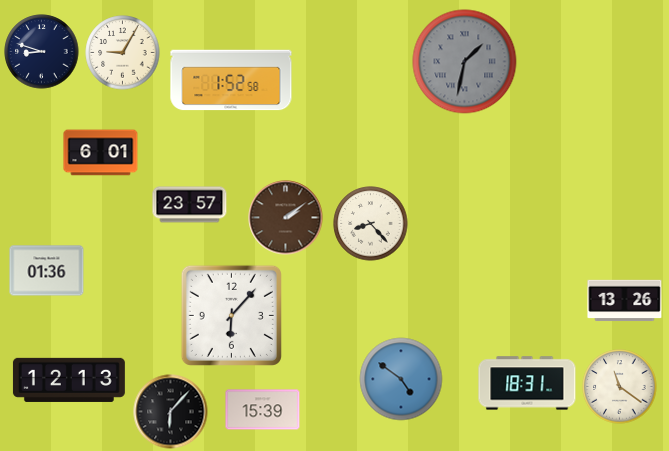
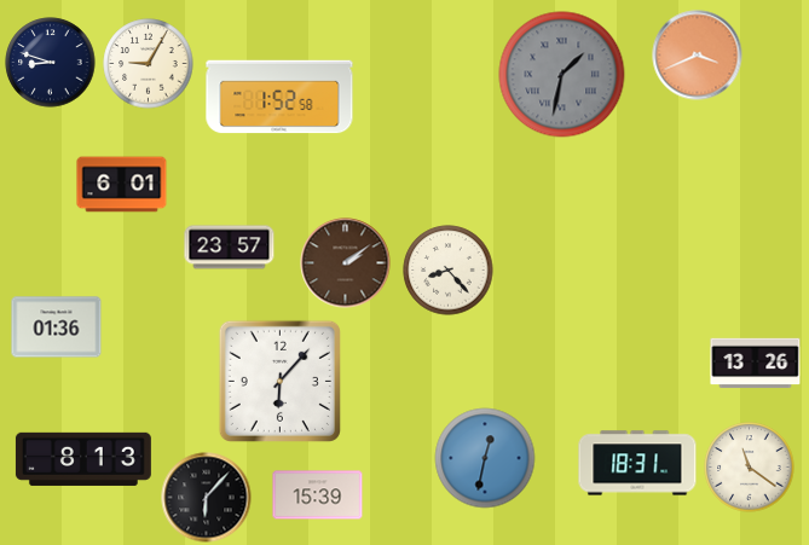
clock at (698, 56): none -> 3:41
clock at (401, 379): 4:51 -> 12:32
clock at (69, 380): 12:13 -> 8:13
